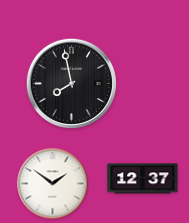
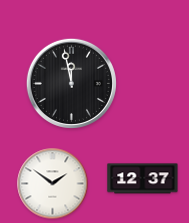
clock at (71, 83): 7:58 -> 11:58
